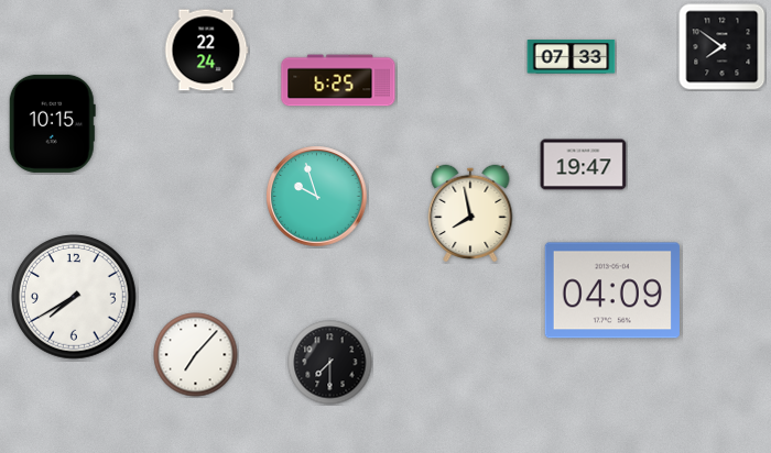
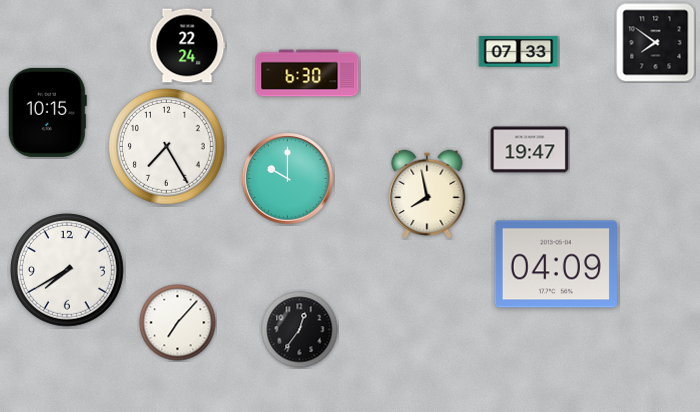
clock at (338, 80): 6:25 -> 6:30
clock at (167, 147): none -> 7:25
clock at (317, 197): 9:57 -> 10:00
clock at (330, 363): 7:30 -> 12:36
